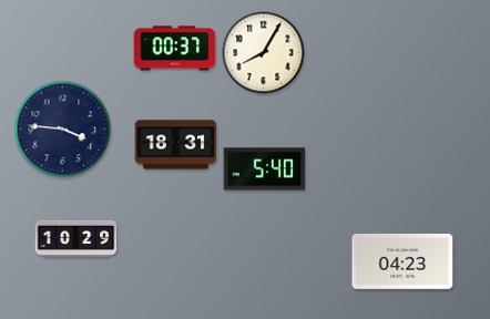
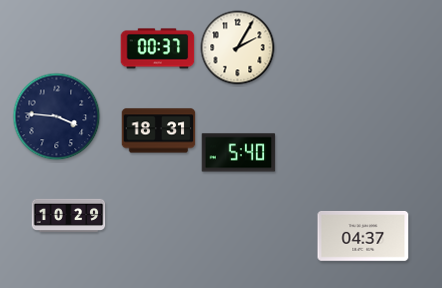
clock at (175, 49) position: (175, 49) -> (158, 49)
clock at (264, 53): 8:05 -> 2:05
clock at (402, 261): 04:23 -> 04:37
